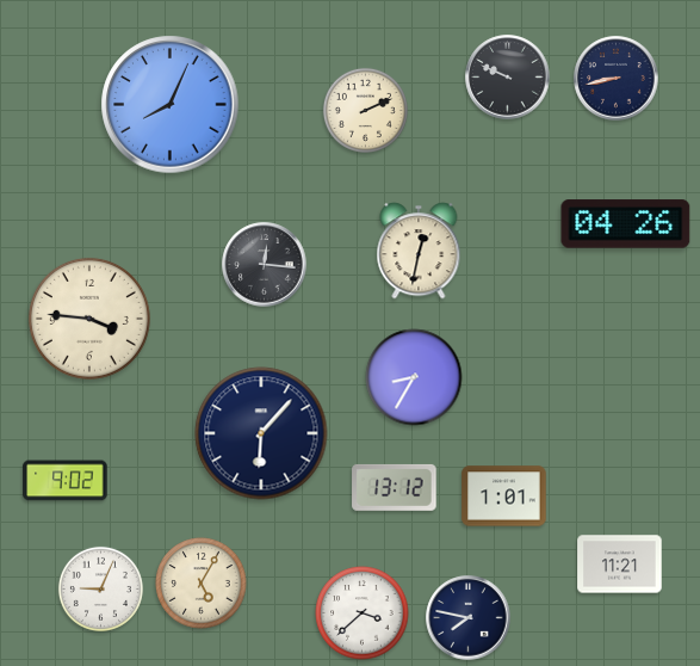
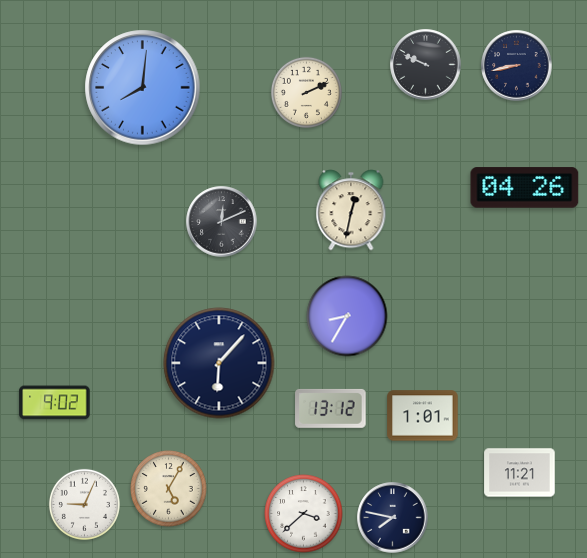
clock at (171, 105): 8:04 -> 8:01
clock at (265, 265): 12:16 -> 12:11
clock at (89, 319): 3:46 -> none
clock at (100, 588) position: (100, 588) -> (84, 504)
